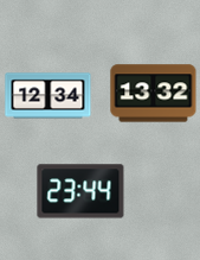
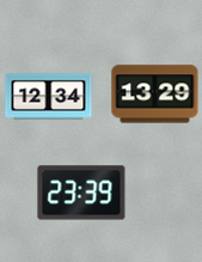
clock at (154, 94): 13:32 -> 13:29
clock at (80, 191): 23:44 -> 23:39
